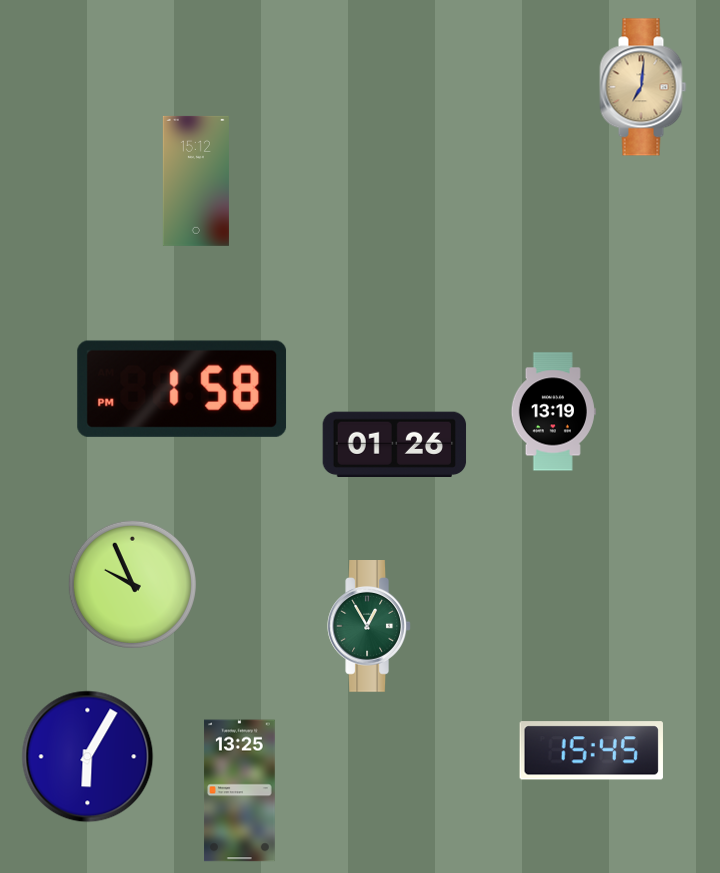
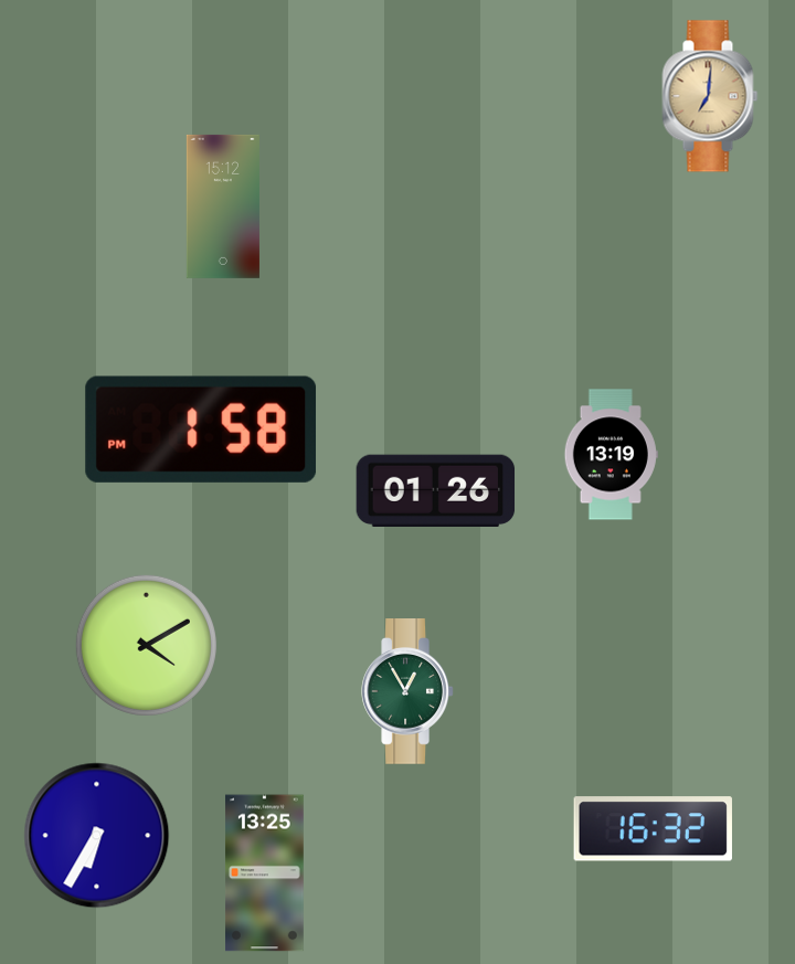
clock at (196, 181) position: (196, 181) -> (223, 206)
clock at (132, 584): 9:56 -> 4:10
clock at (591, 751): 15:45 -> 16:32
clock at (88, 757): 6:05 -> 6:35
